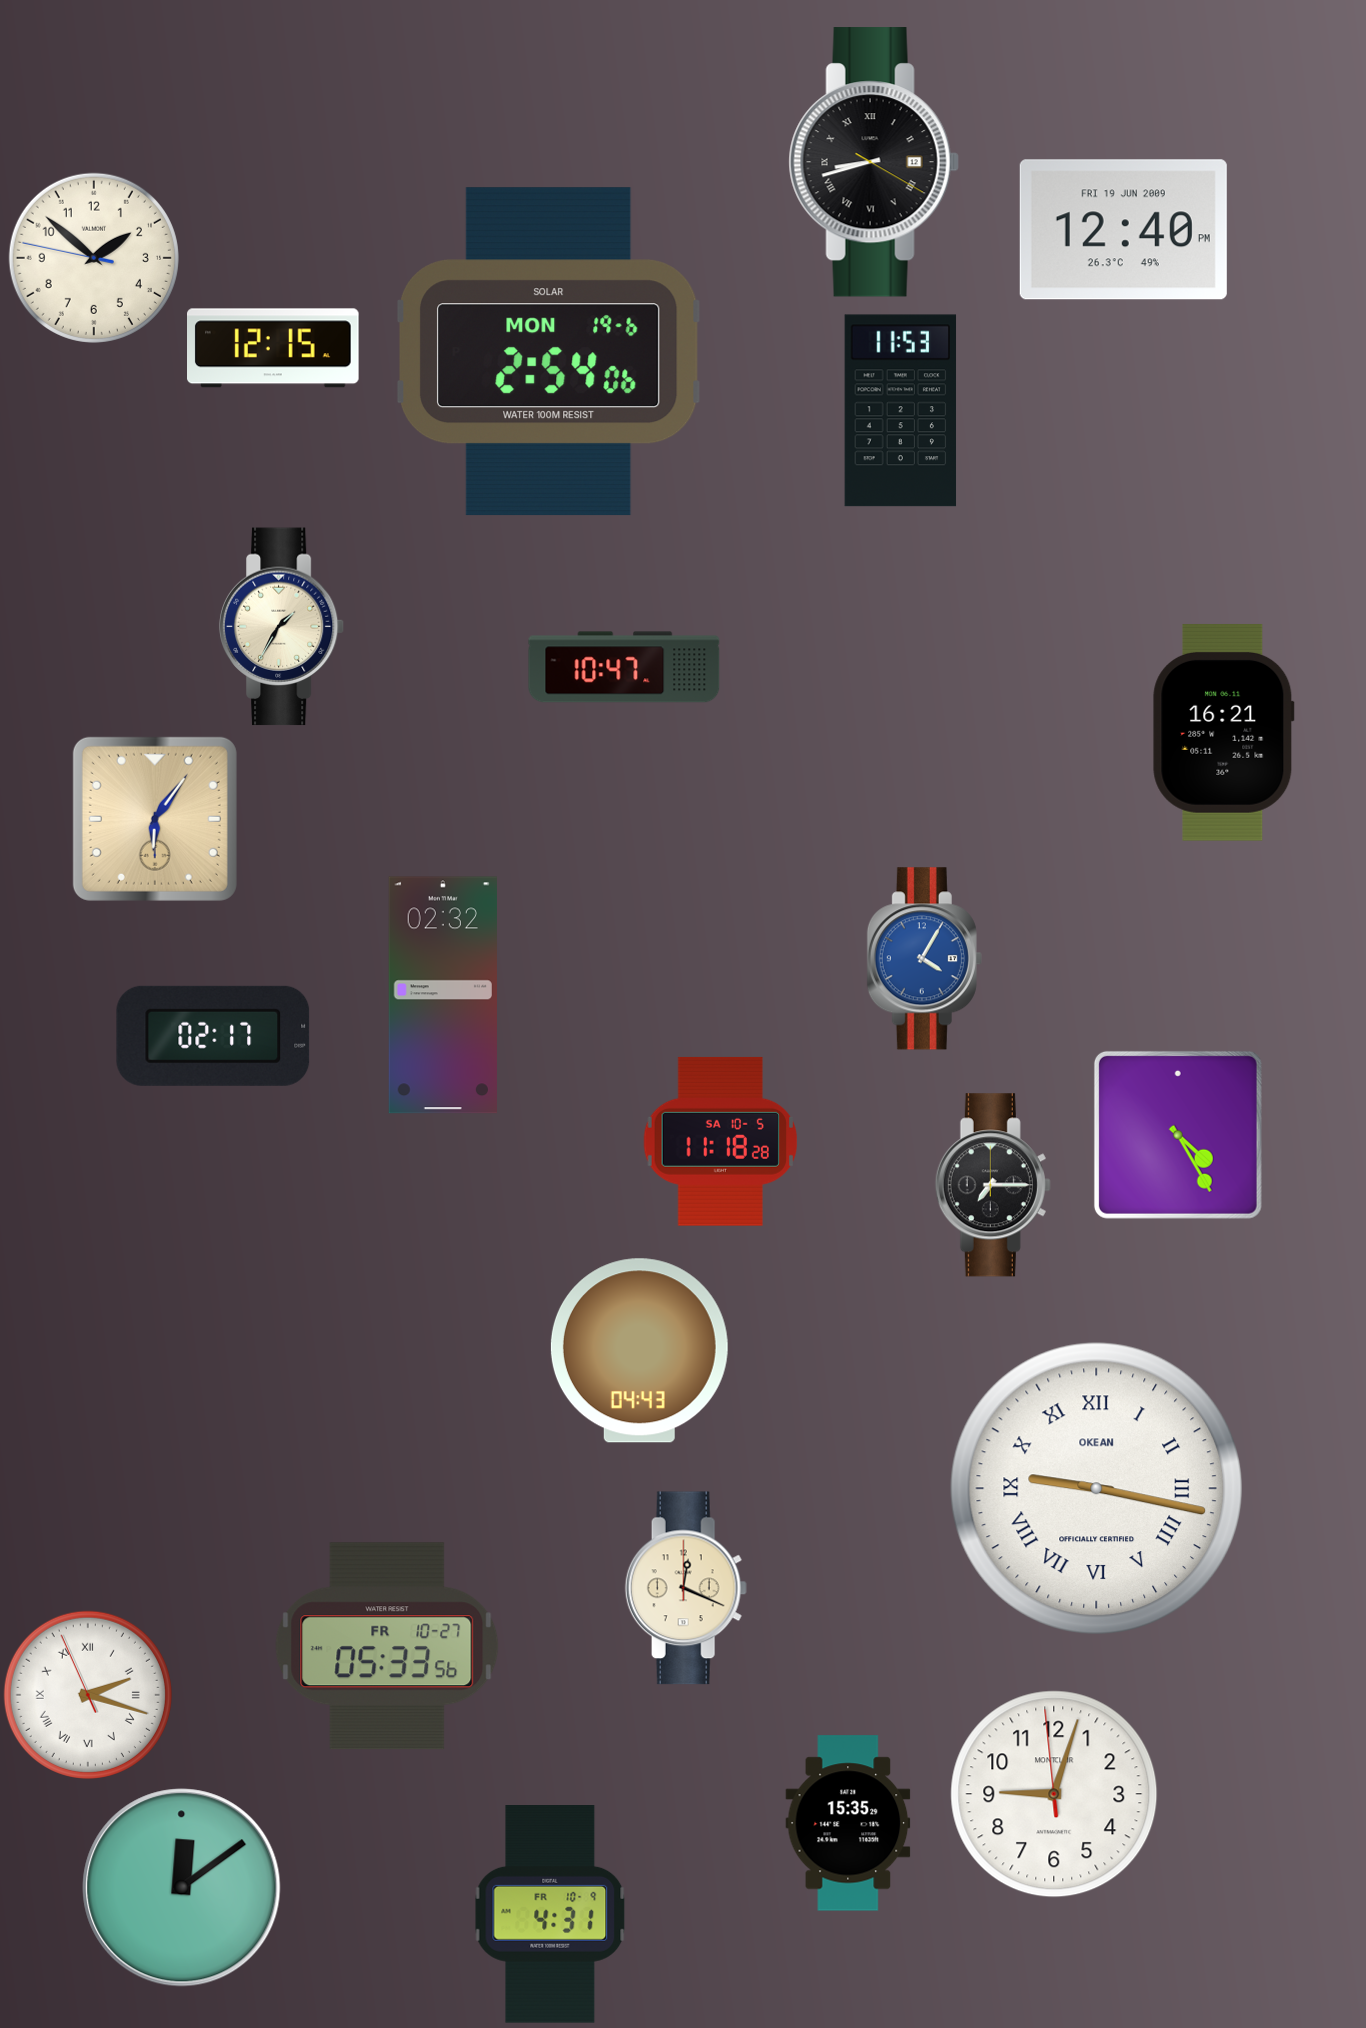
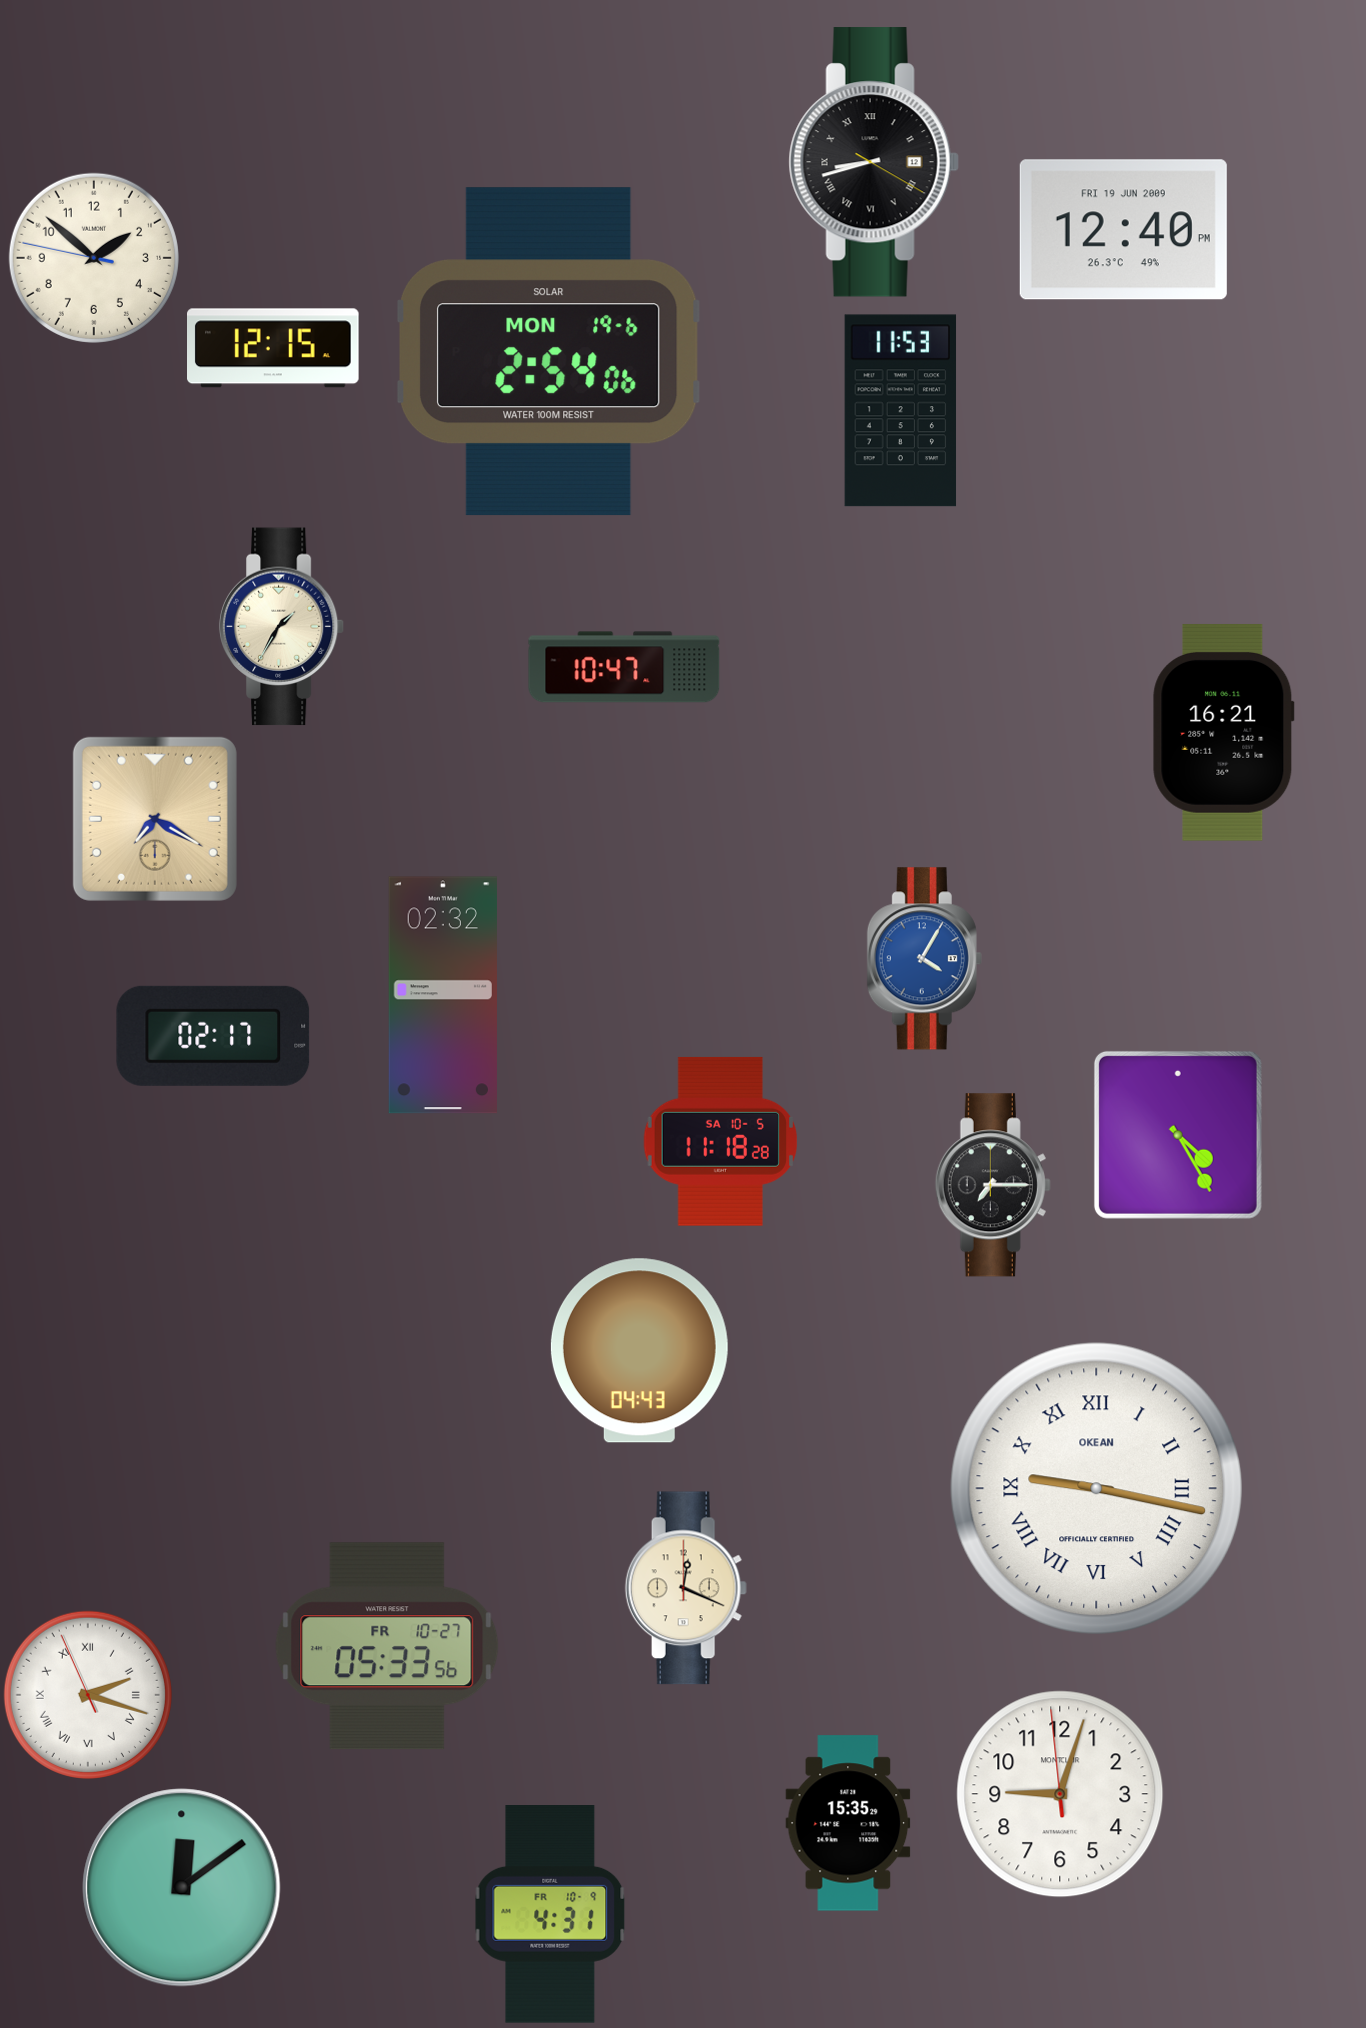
clock at (155, 819): 6:06 -> 7:20
clock at (1054, 1794) position: (1054, 1794) -> (1060, 1794)
